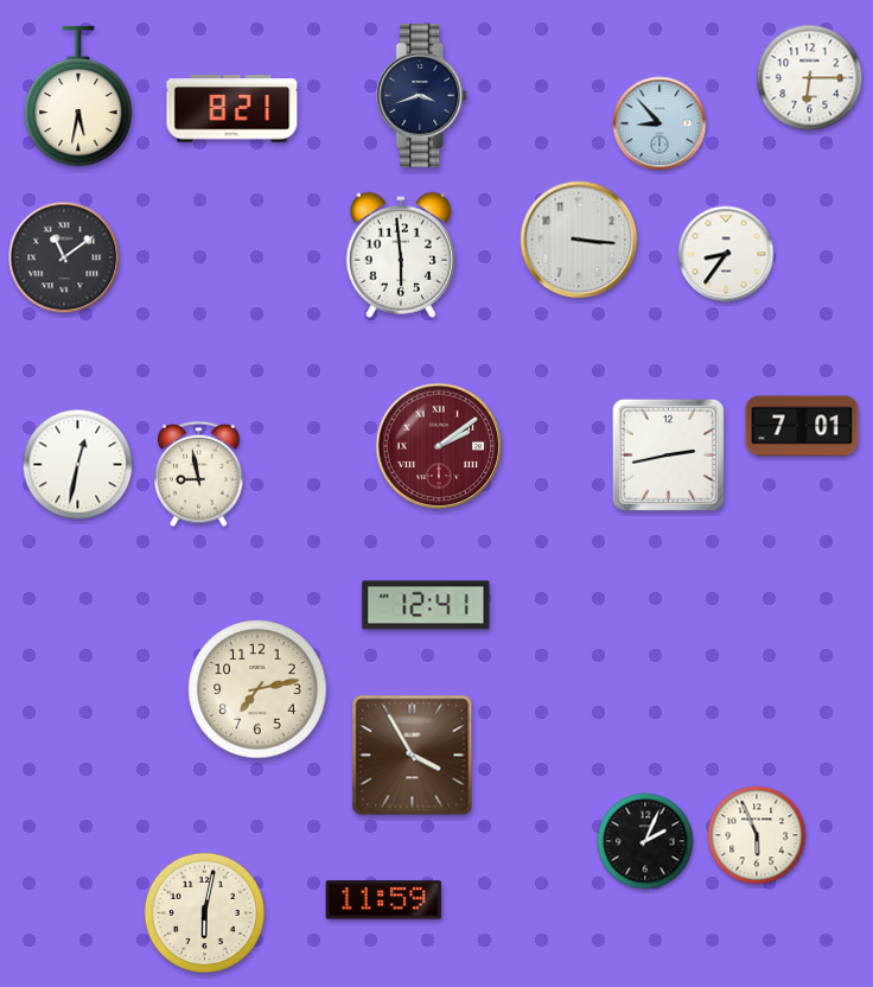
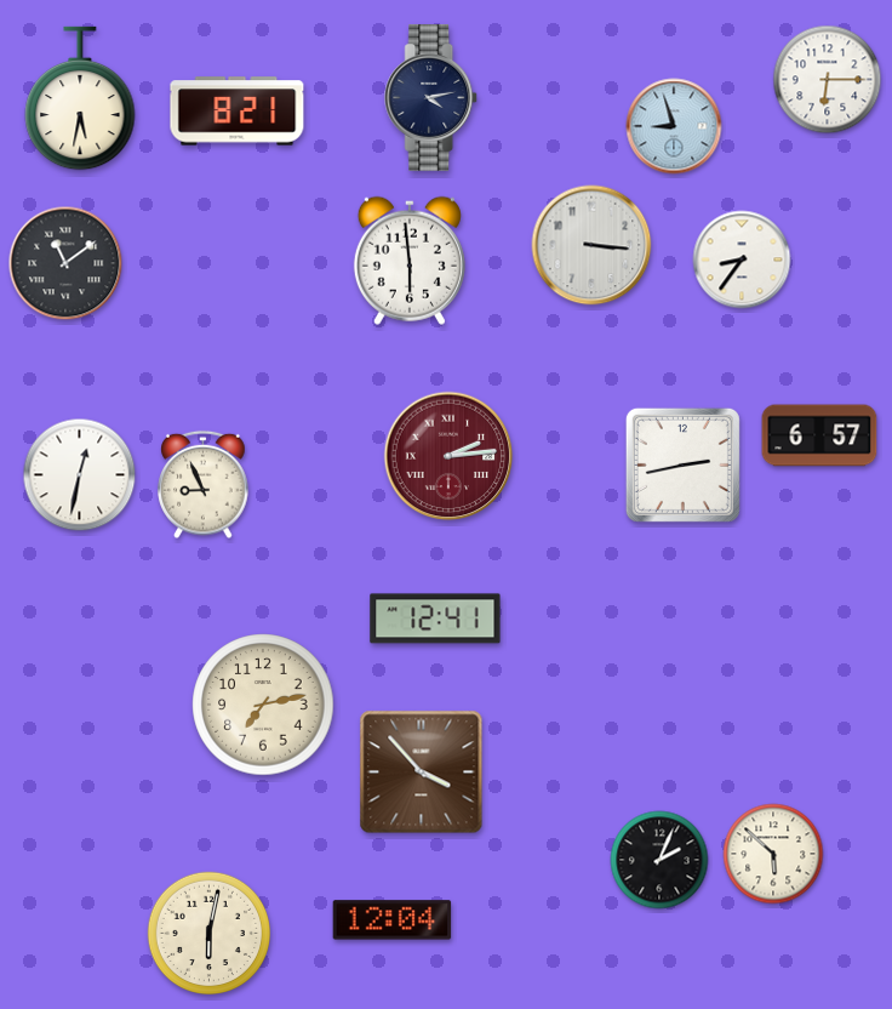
clock at (422, 96): 3:42 -> 4:13
clock at (659, 123): 8:53 -> 8:57
clock at (802, 426): 7:01 -> 6:57
clock at (439, 446): 2:09 -> 2:14
clock at (199, 475): 8:58 -> 8:56
clock at (413, 756): 3:55 -> 3:53
clock at (757, 835): 5:56 -> 5:52
clock at (384, 900): 11:59 -> 12:04
